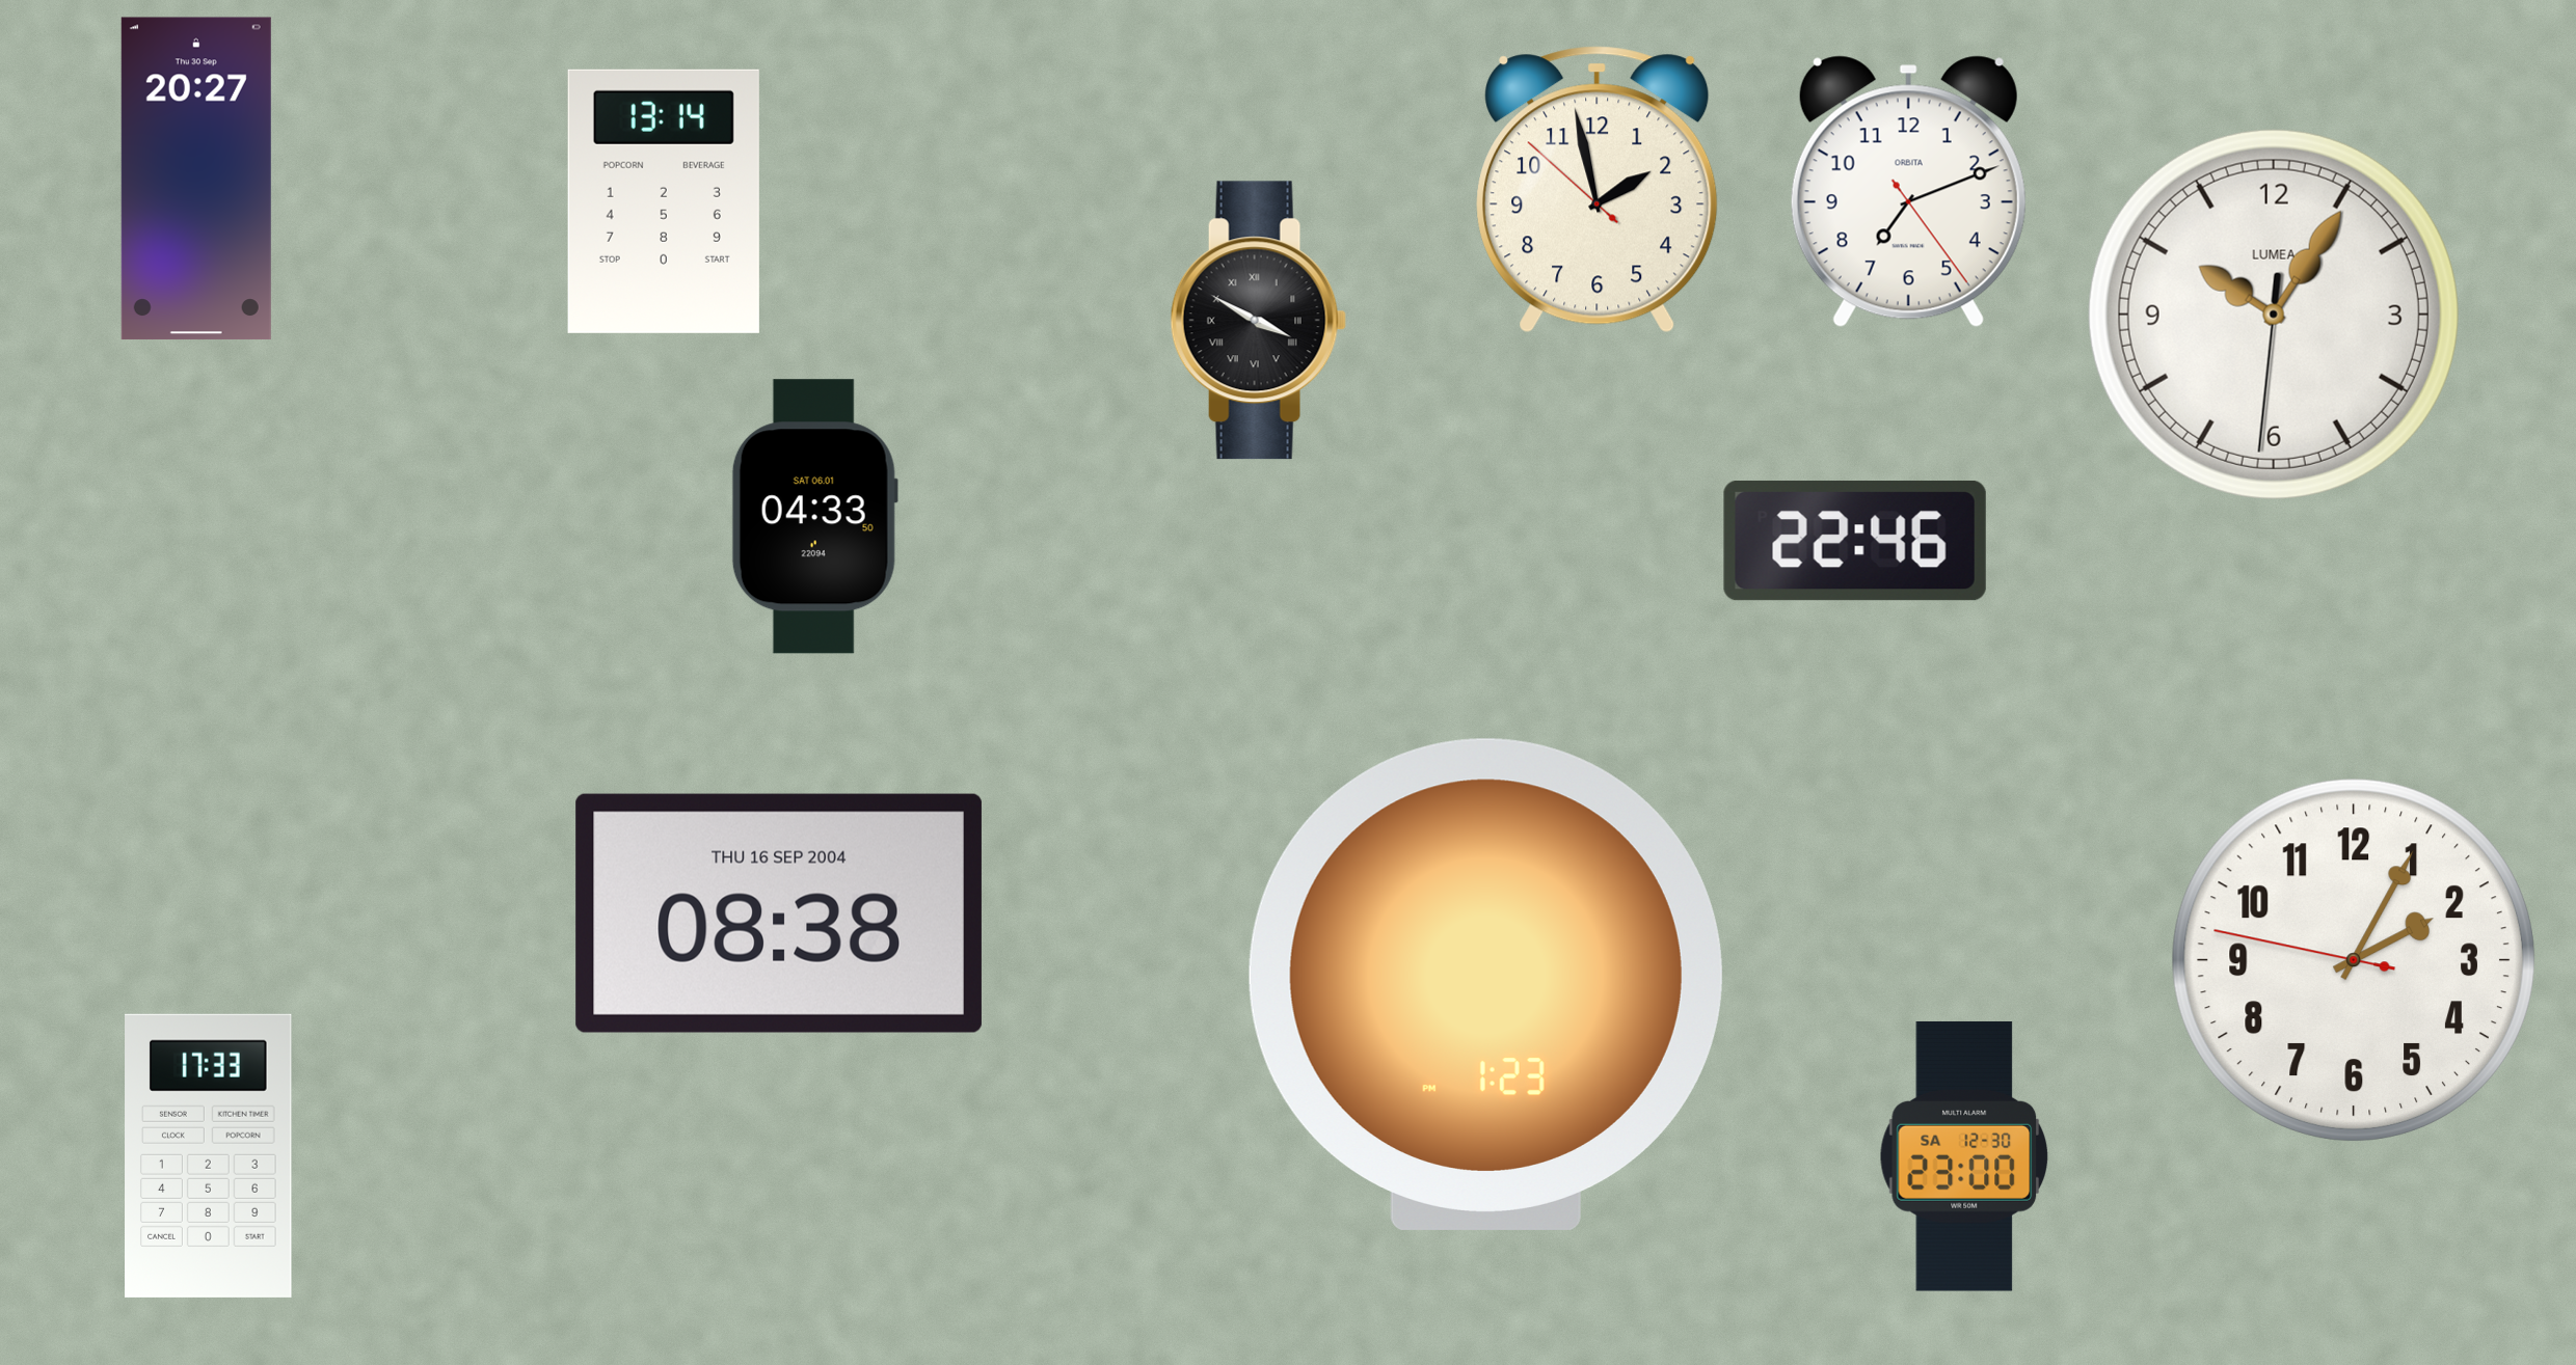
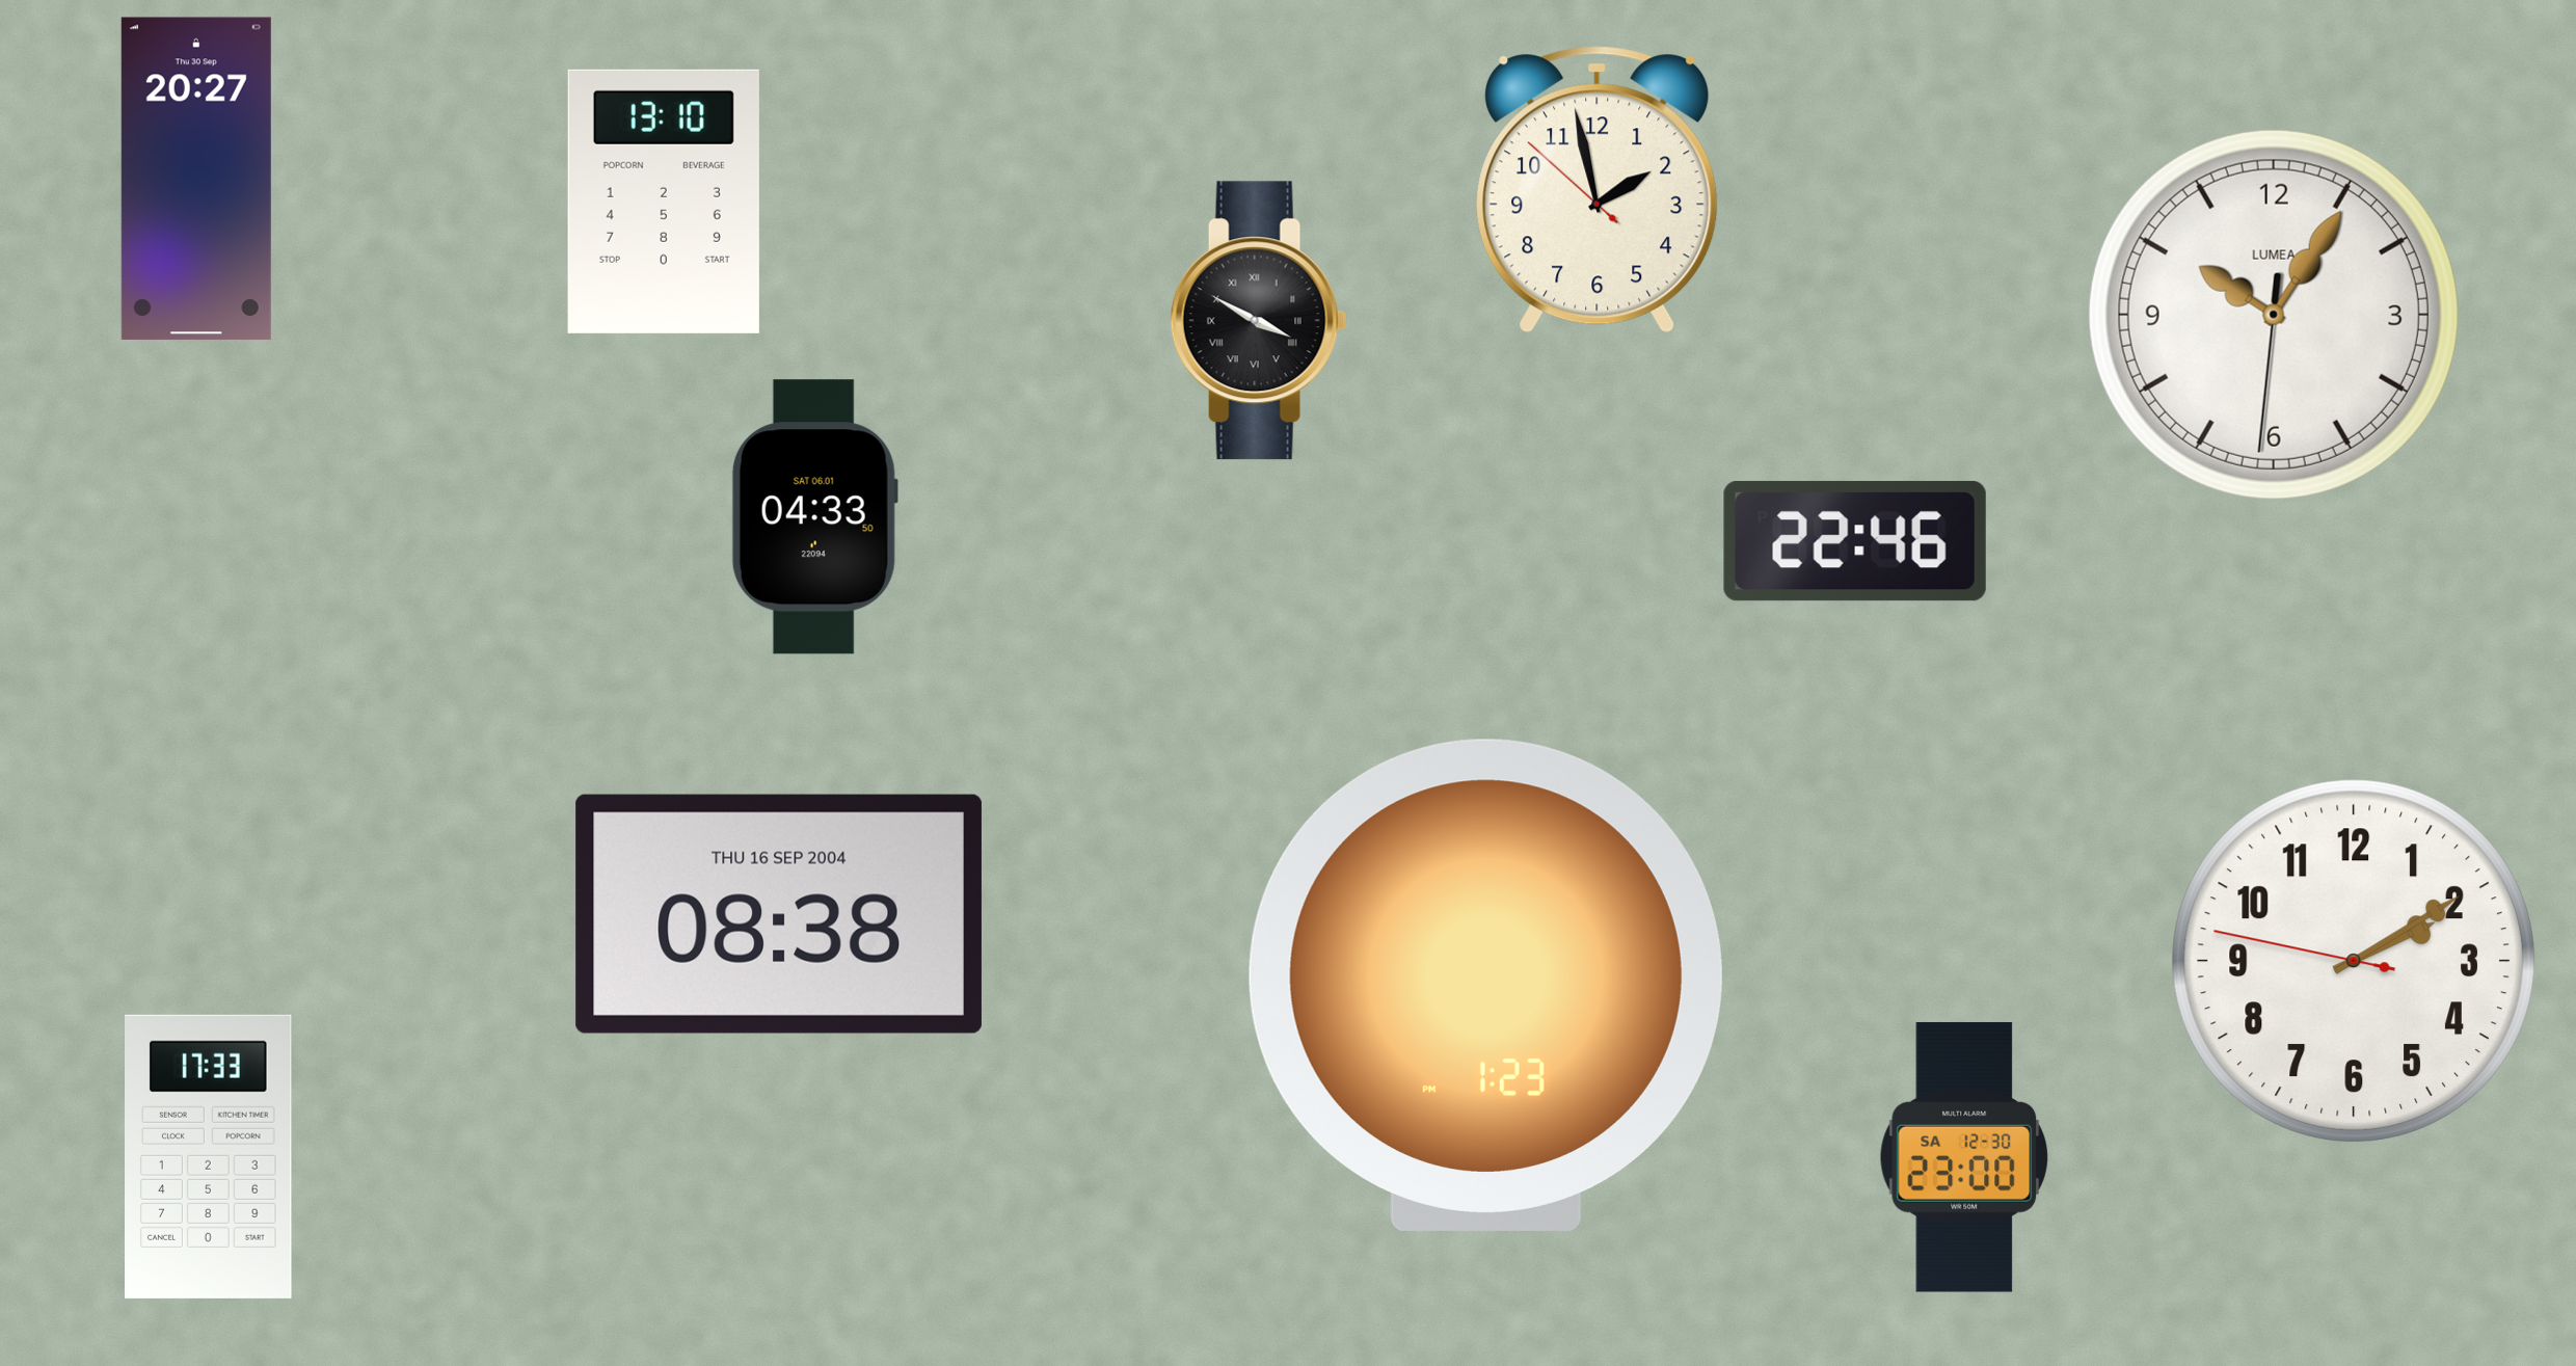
clock at (1908, 192): 7:11 -> none
clock at (664, 201): 13:14 -> 13:10
clock at (2354, 960): 2:04 -> 2:09
